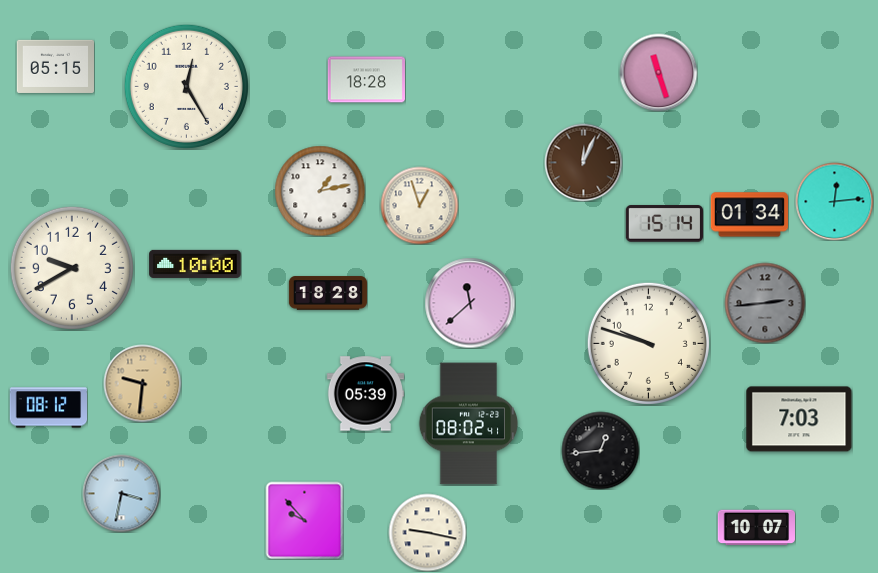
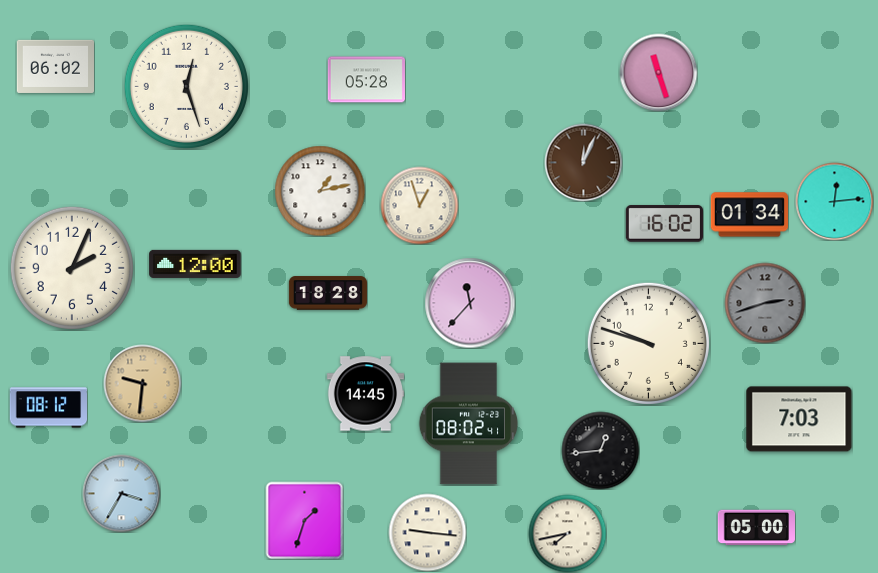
clock at (55, 66): 05:15 -> 06:02
clock at (366, 80): 18:28 -> 05:28
clock at (186, 86): 12:25 -> 12:27
clock at (664, 224): 15:14 -> 16:02
clock at (195, 264): 10:00 -> 12:00
clock at (72, 268): 9:40 -> 2:04
clock at (470, 303): 11:38 -> 11:37
clock at (765, 303): 2:44 -> 2:42
clock at (365, 394): 05:39 -> 14:45
clock at (121, 493): 3:32 -> 3:35
clock at (304, 520): 9:53 -> 1:33
clock at (756, 528): 10:07 -> 05:00
clock at (427, 532): 9:17 -> 9:16
clock at (567, 533): none -> 7:43
